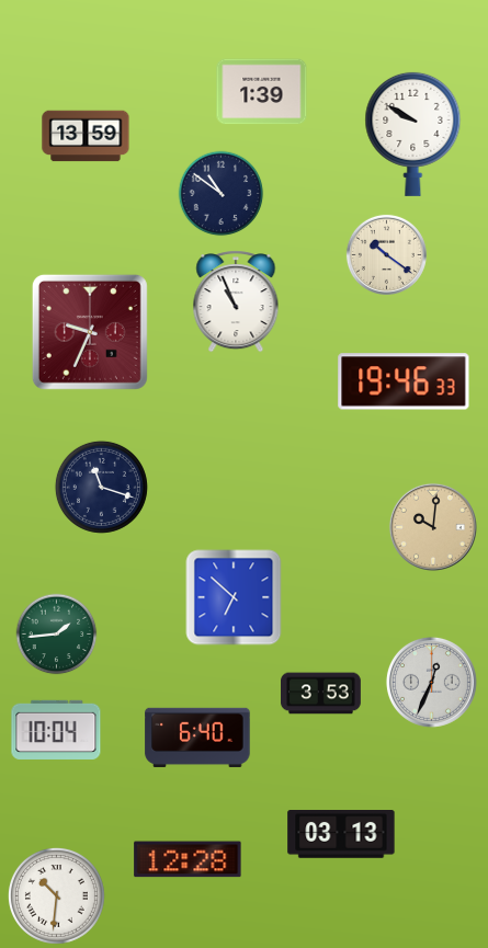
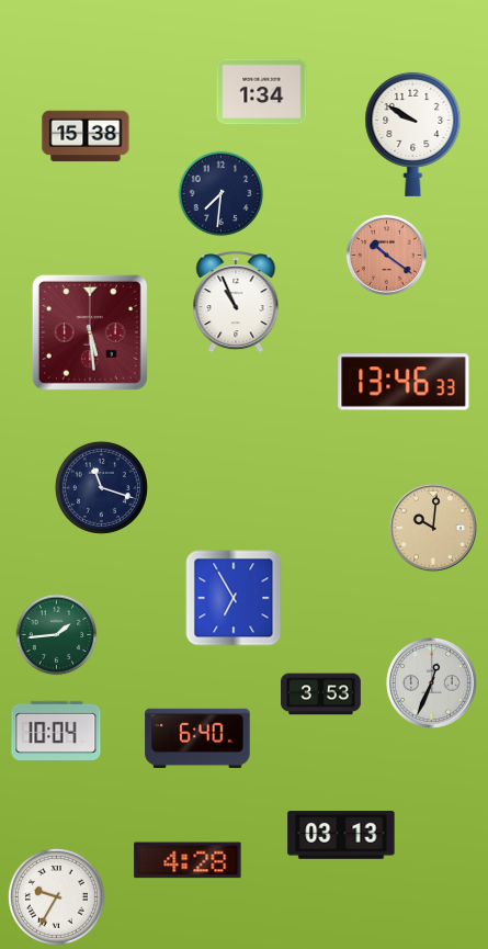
clock at (262, 92): 1:39 -> 1:34
clock at (86, 136): 13:59 -> 15:38
clock at (222, 194): 10:51 -> 7:31
clock at (386, 254) dial: cream -> salmon
clock at (90, 332): 9:34 -> 5:29
clock at (404, 381): 19:46 -> 13:46
clock at (234, 597): 6:52 -> 6:55
clock at (188, 859): 12:28 -> 4:28
clock at (56, 895): 10:31 -> 9:35
